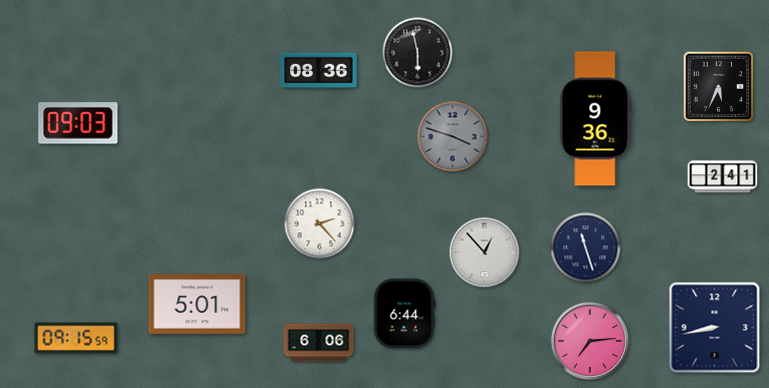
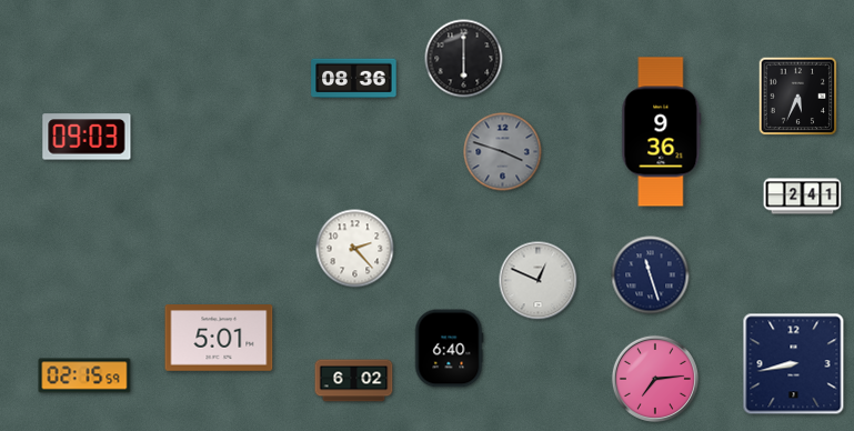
clock at (418, 53): 5:58 -> 6:00
clock at (485, 253): 12:53 -> 12:49
clock at (404, 314): 6:44 -> 6:40
clock at (76, 338): 09:15 -> 02:15
clock at (319, 343): 6:06 -> 6:02
